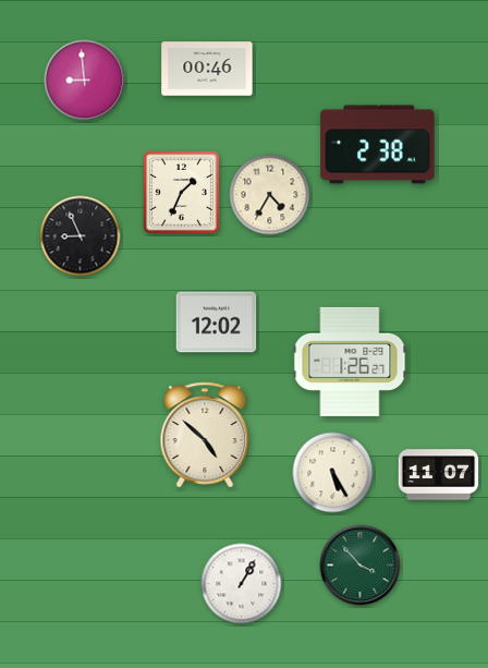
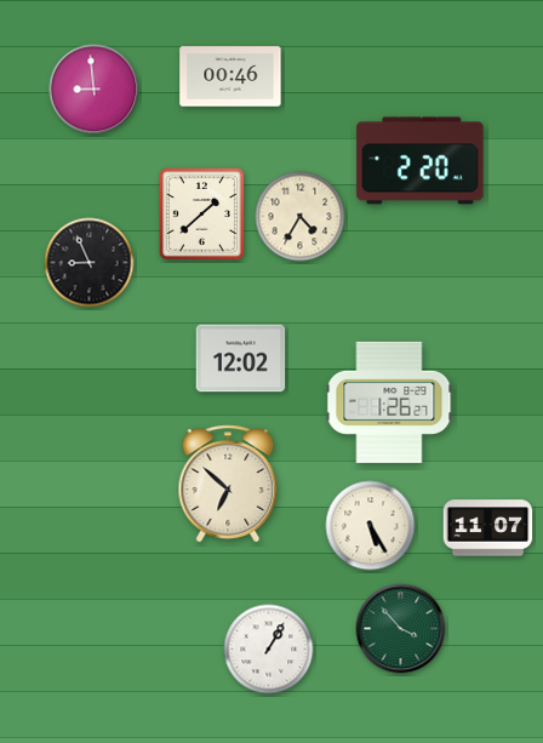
clock at (378, 145): 2:38 -> 2:20
clock at (181, 192): 1:34 -> 1:38
clock at (205, 435): 4:52 -> 6:52
